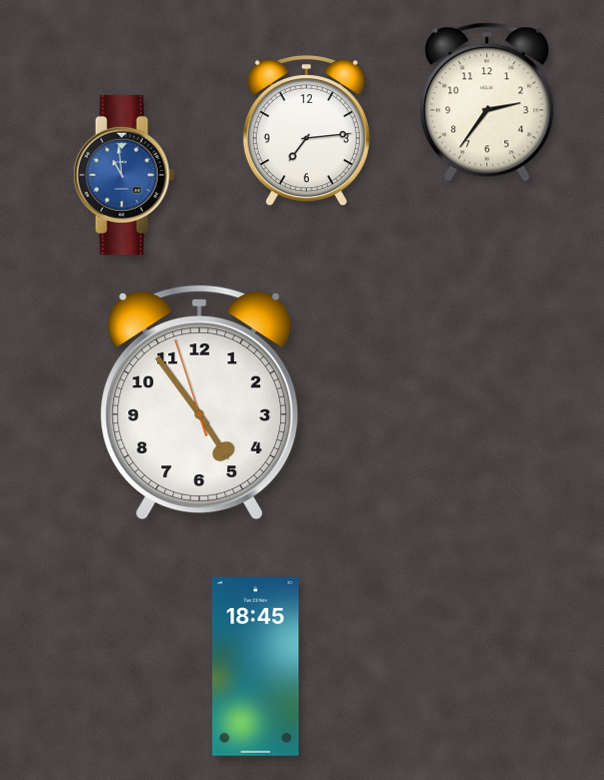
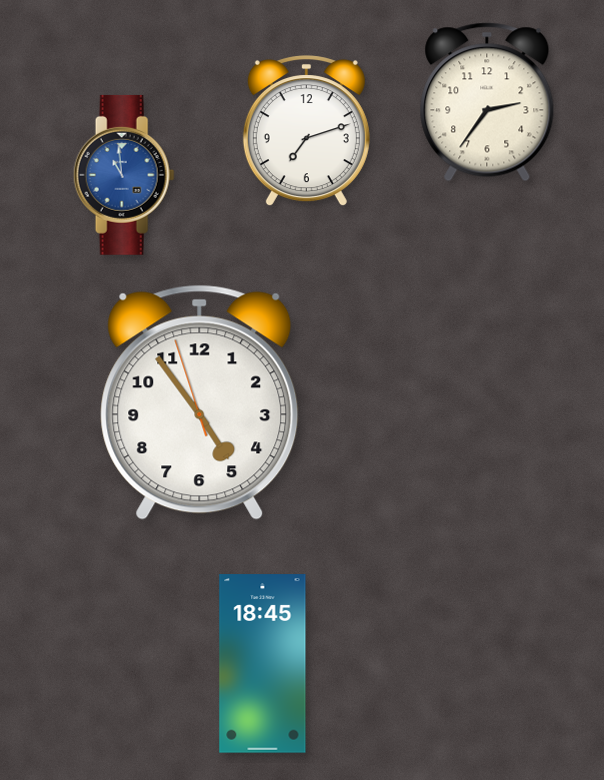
clock at (306, 131): 7:14 -> 7:12
clock at (256, 667) position: (256, 667) -> (263, 664)
